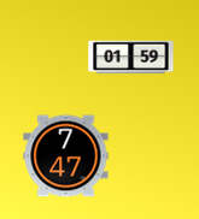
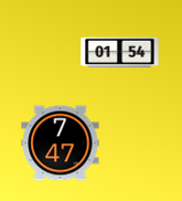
clock at (131, 58): 01:59 -> 01:54
